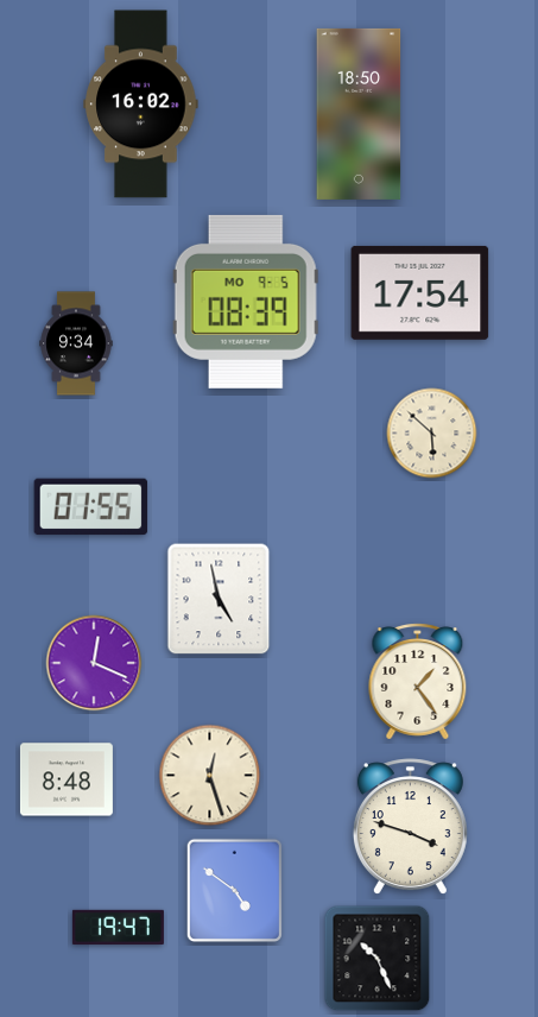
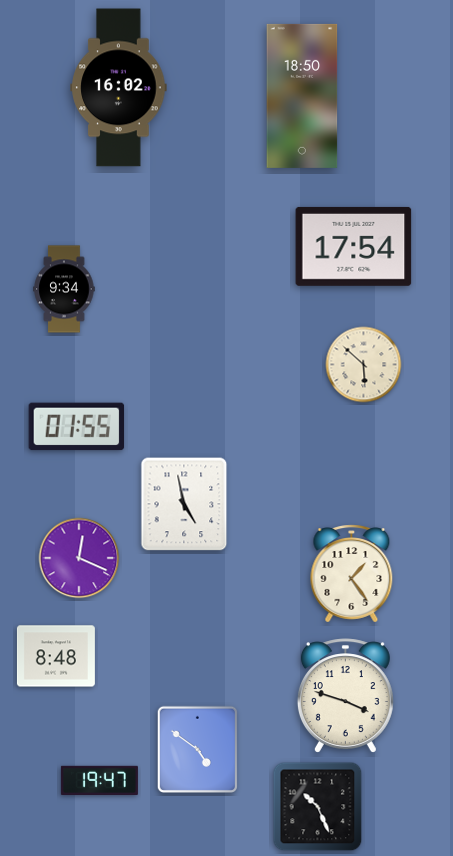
clock at (246, 302): 08:39 -> none
clock at (210, 776): 12:27 -> none
